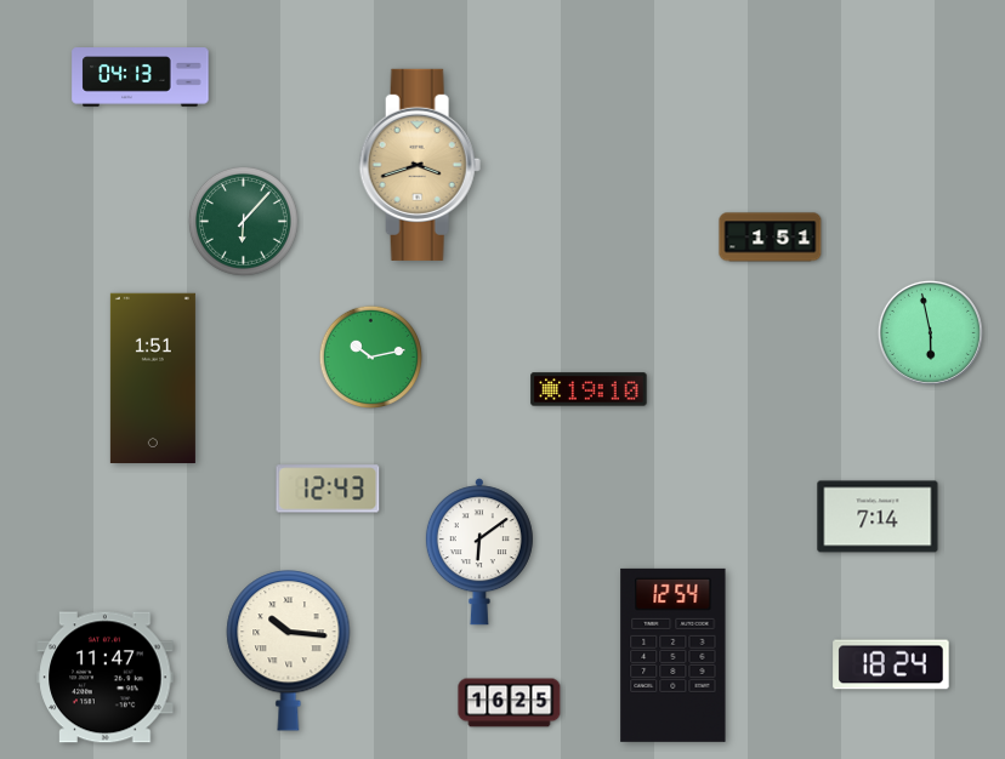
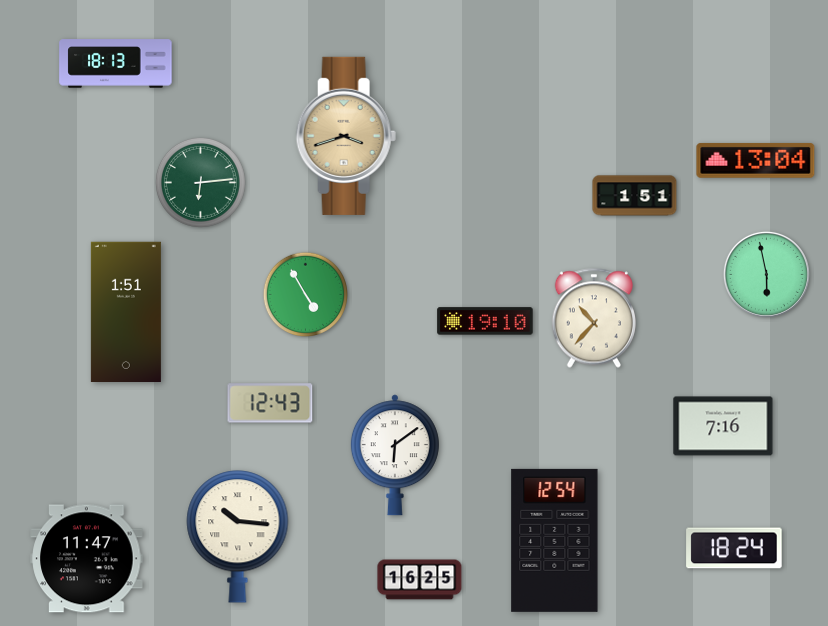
clock at (141, 78): 04:13 -> 18:13
clock at (756, 160): none -> 13:04
clock at (243, 221): 6:07 -> 6:14
clock at (370, 356): 10:13 -> 4:55
clock at (594, 318): none -> 10:37
clock at (878, 517): 7:14 -> 7:16
